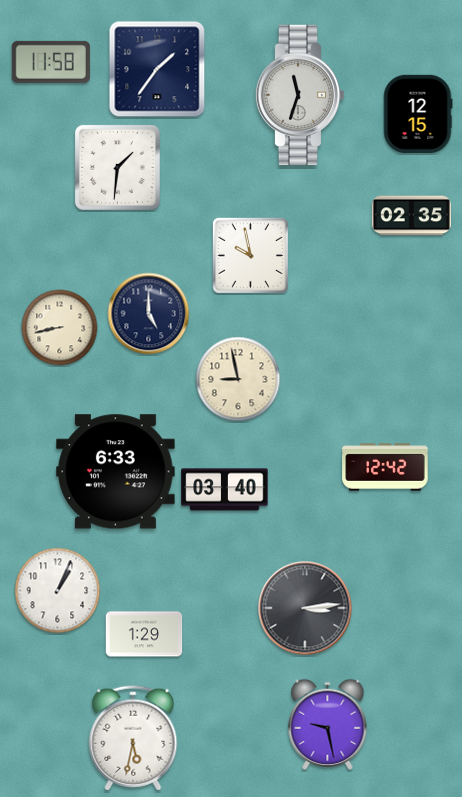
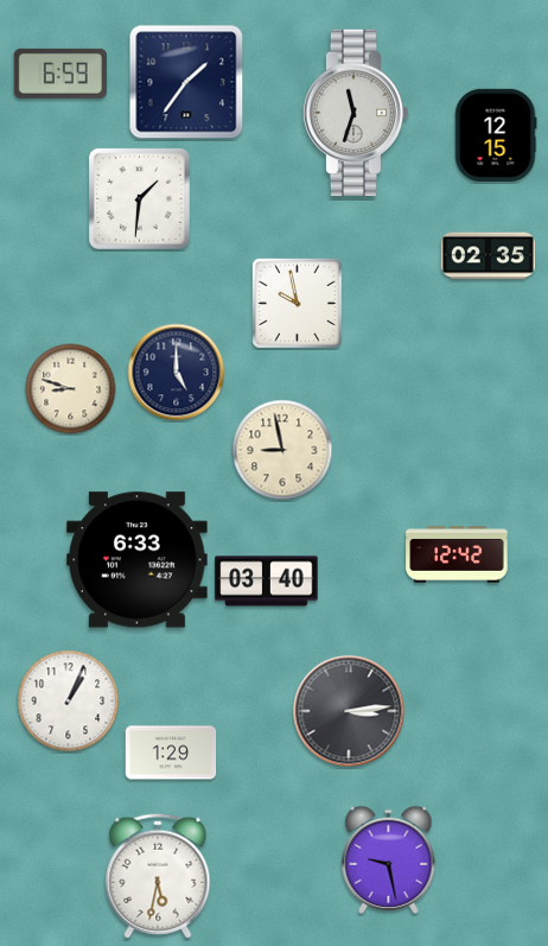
clock at (51, 62): 11:58 -> 6:59
clock at (60, 328): 8:43 -> 8:48
clock at (305, 608) position: (305, 608) -> (349, 711)
